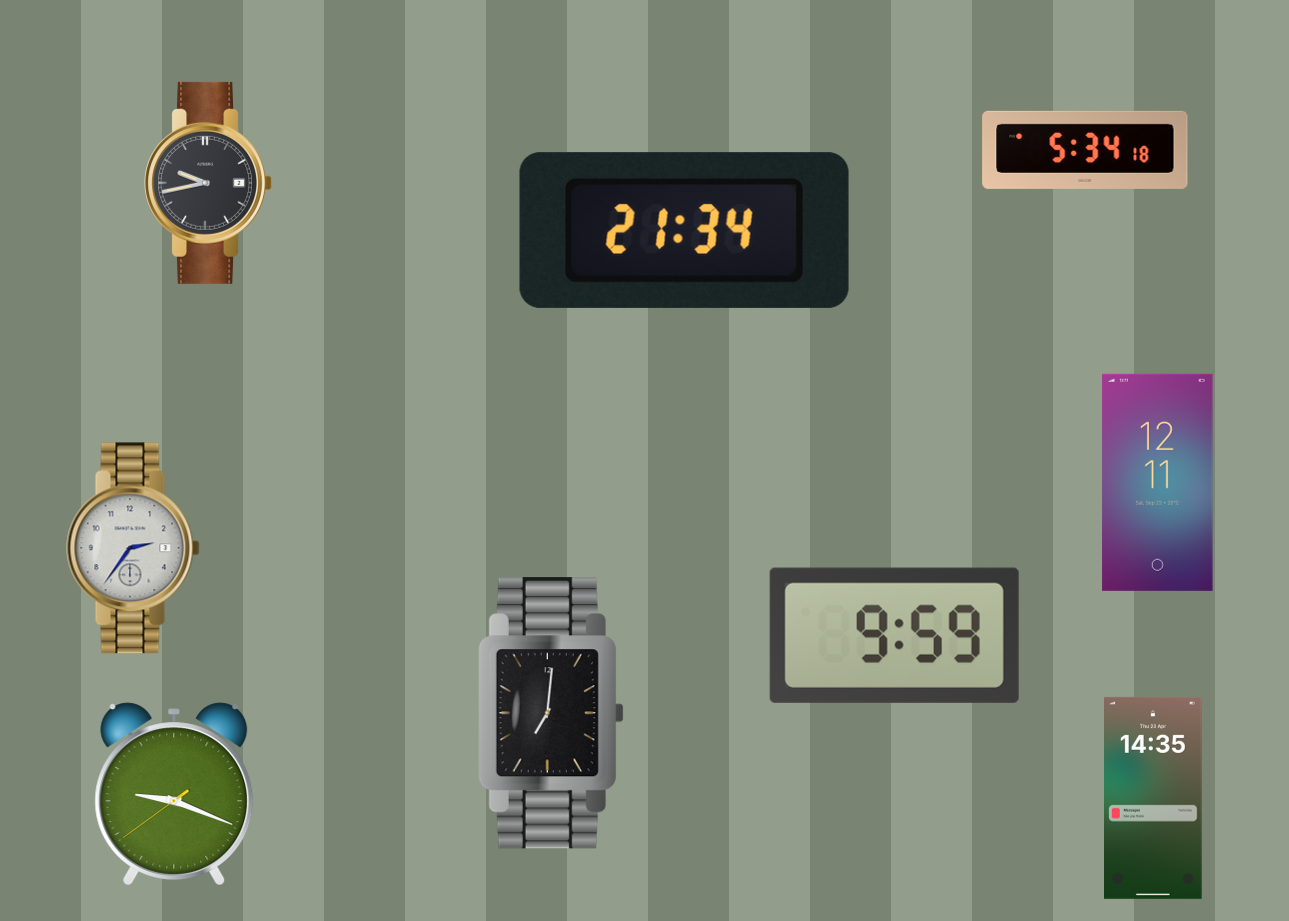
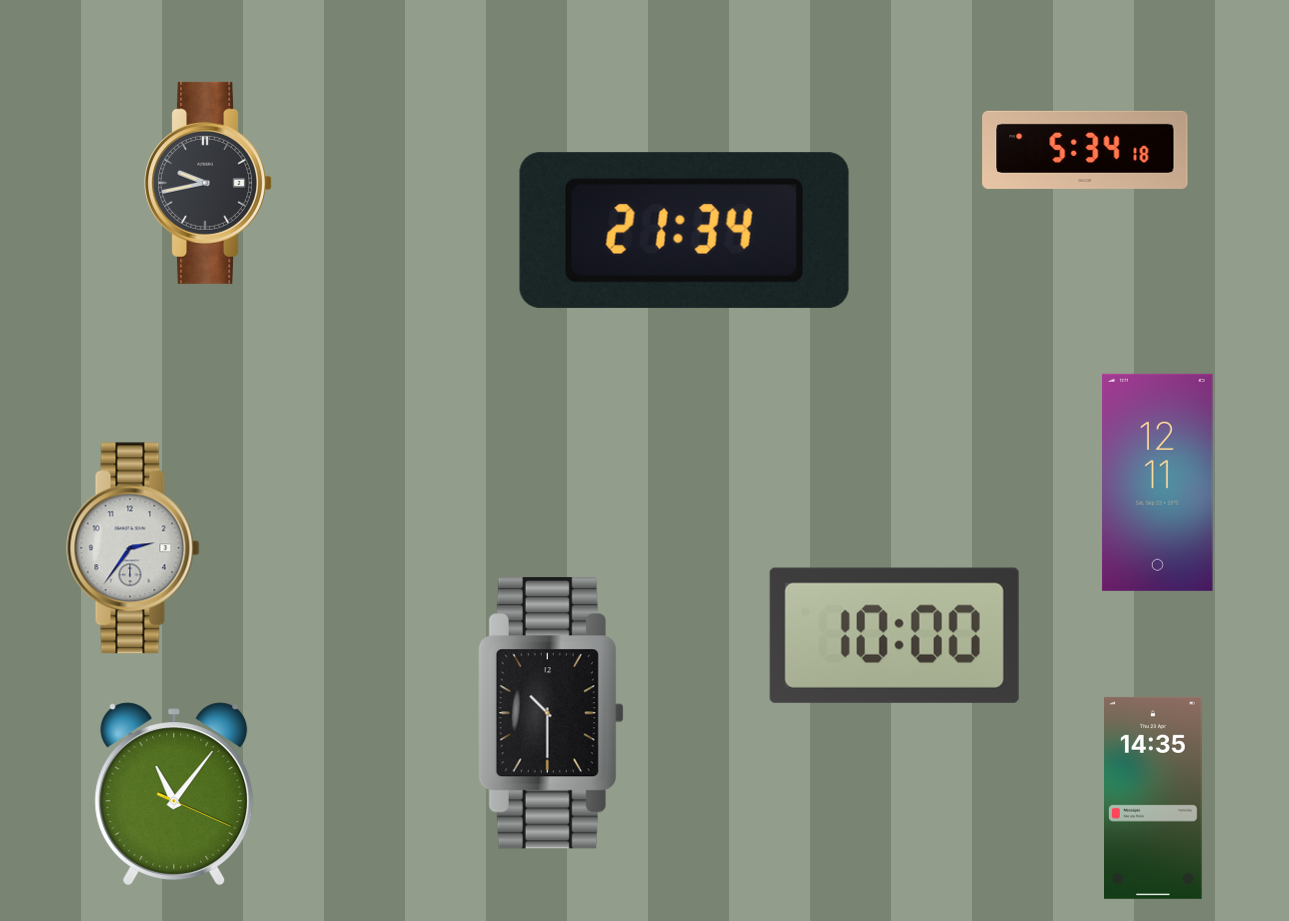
clock at (894, 635): 9:59 -> 10:00
clock at (551, 713): 7:01 -> 10:30
clock at (174, 794): 9:18 -> 11:06
